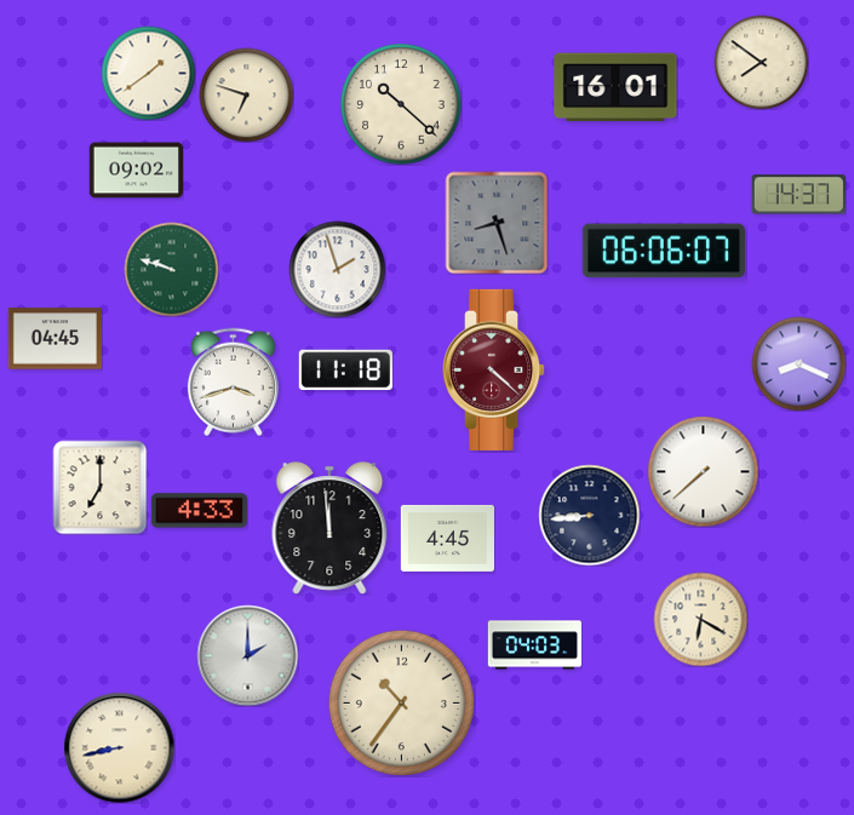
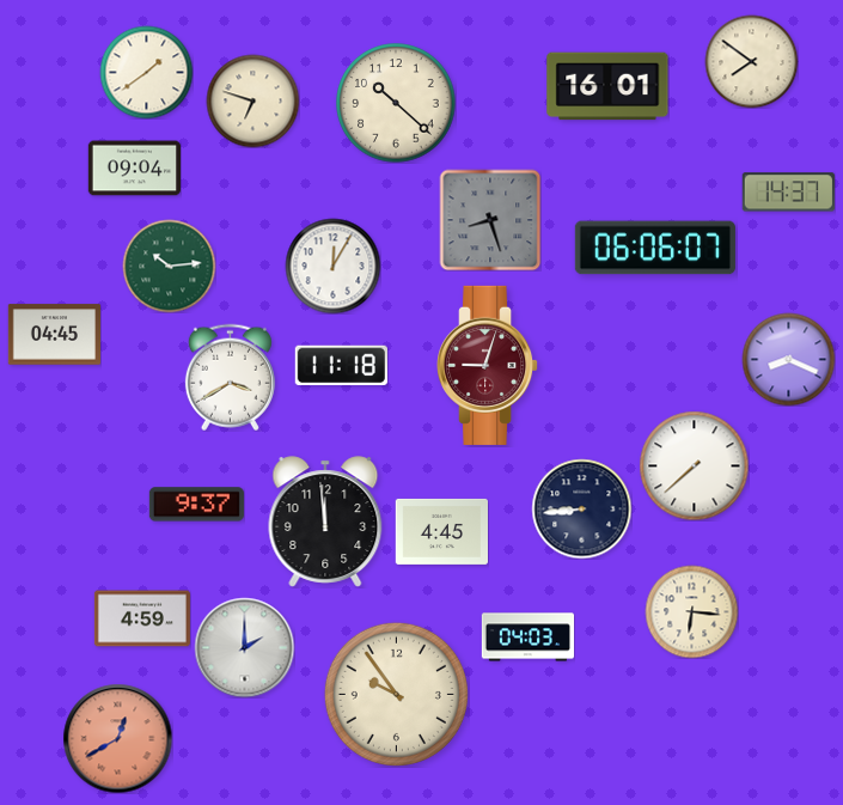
clock at (246, 94) position: (246, 94) -> (252, 100)
clock at (136, 171): 09:02 -> 09:04
clock at (171, 269): 9:48 -> 10:14
clock at (337, 269): 1:57 -> 12:05
clock at (495, 369): 4:22 -> 9:03
clock at (233, 381): 3:42 -> 3:40
clock at (99, 487): 7:00 -> none
clock at (199, 511): 4:33 -> 9:37
clock at (700, 619): 6:20 -> 6:16
clock at (142, 618): none -> 4:59
clock at (401, 702): 10:36 -> 9:54
clock at (119, 747): 8:43 -> 12:40
clock at (119, 747) dial: cream -> salmon
